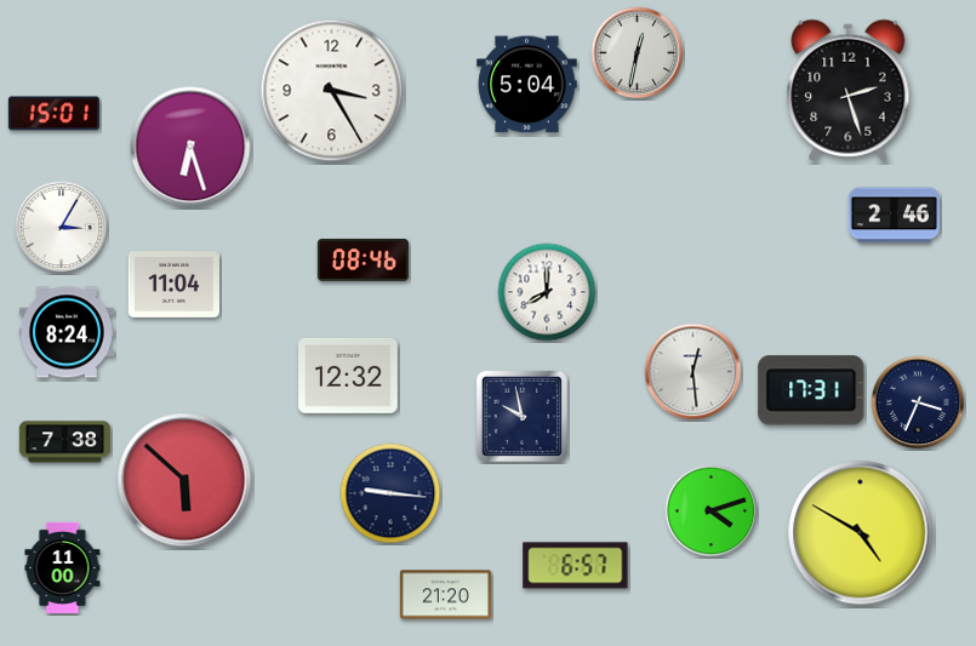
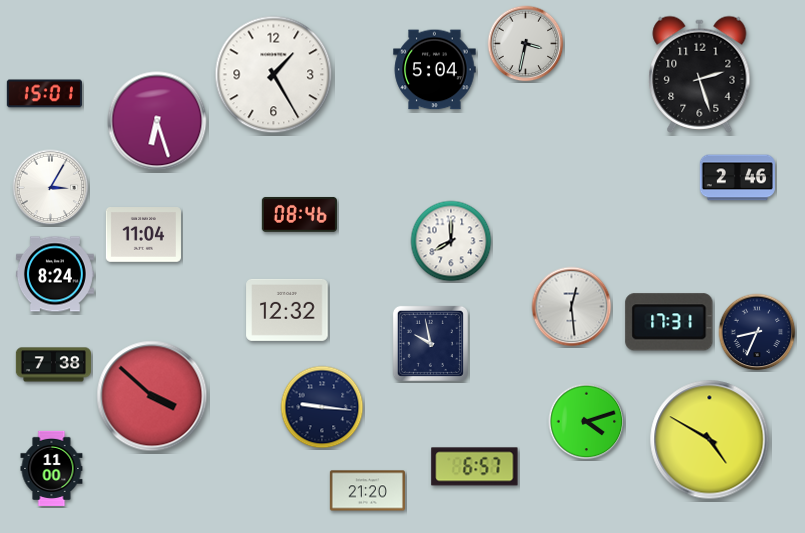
clock at (638, 53): 12:32 -> 3:32
clock at (332, 91): 3:25 -> 1:25
clock at (918, 402): 3:34 -> 8:34
clock at (184, 480): 5:52 -> 3:52
